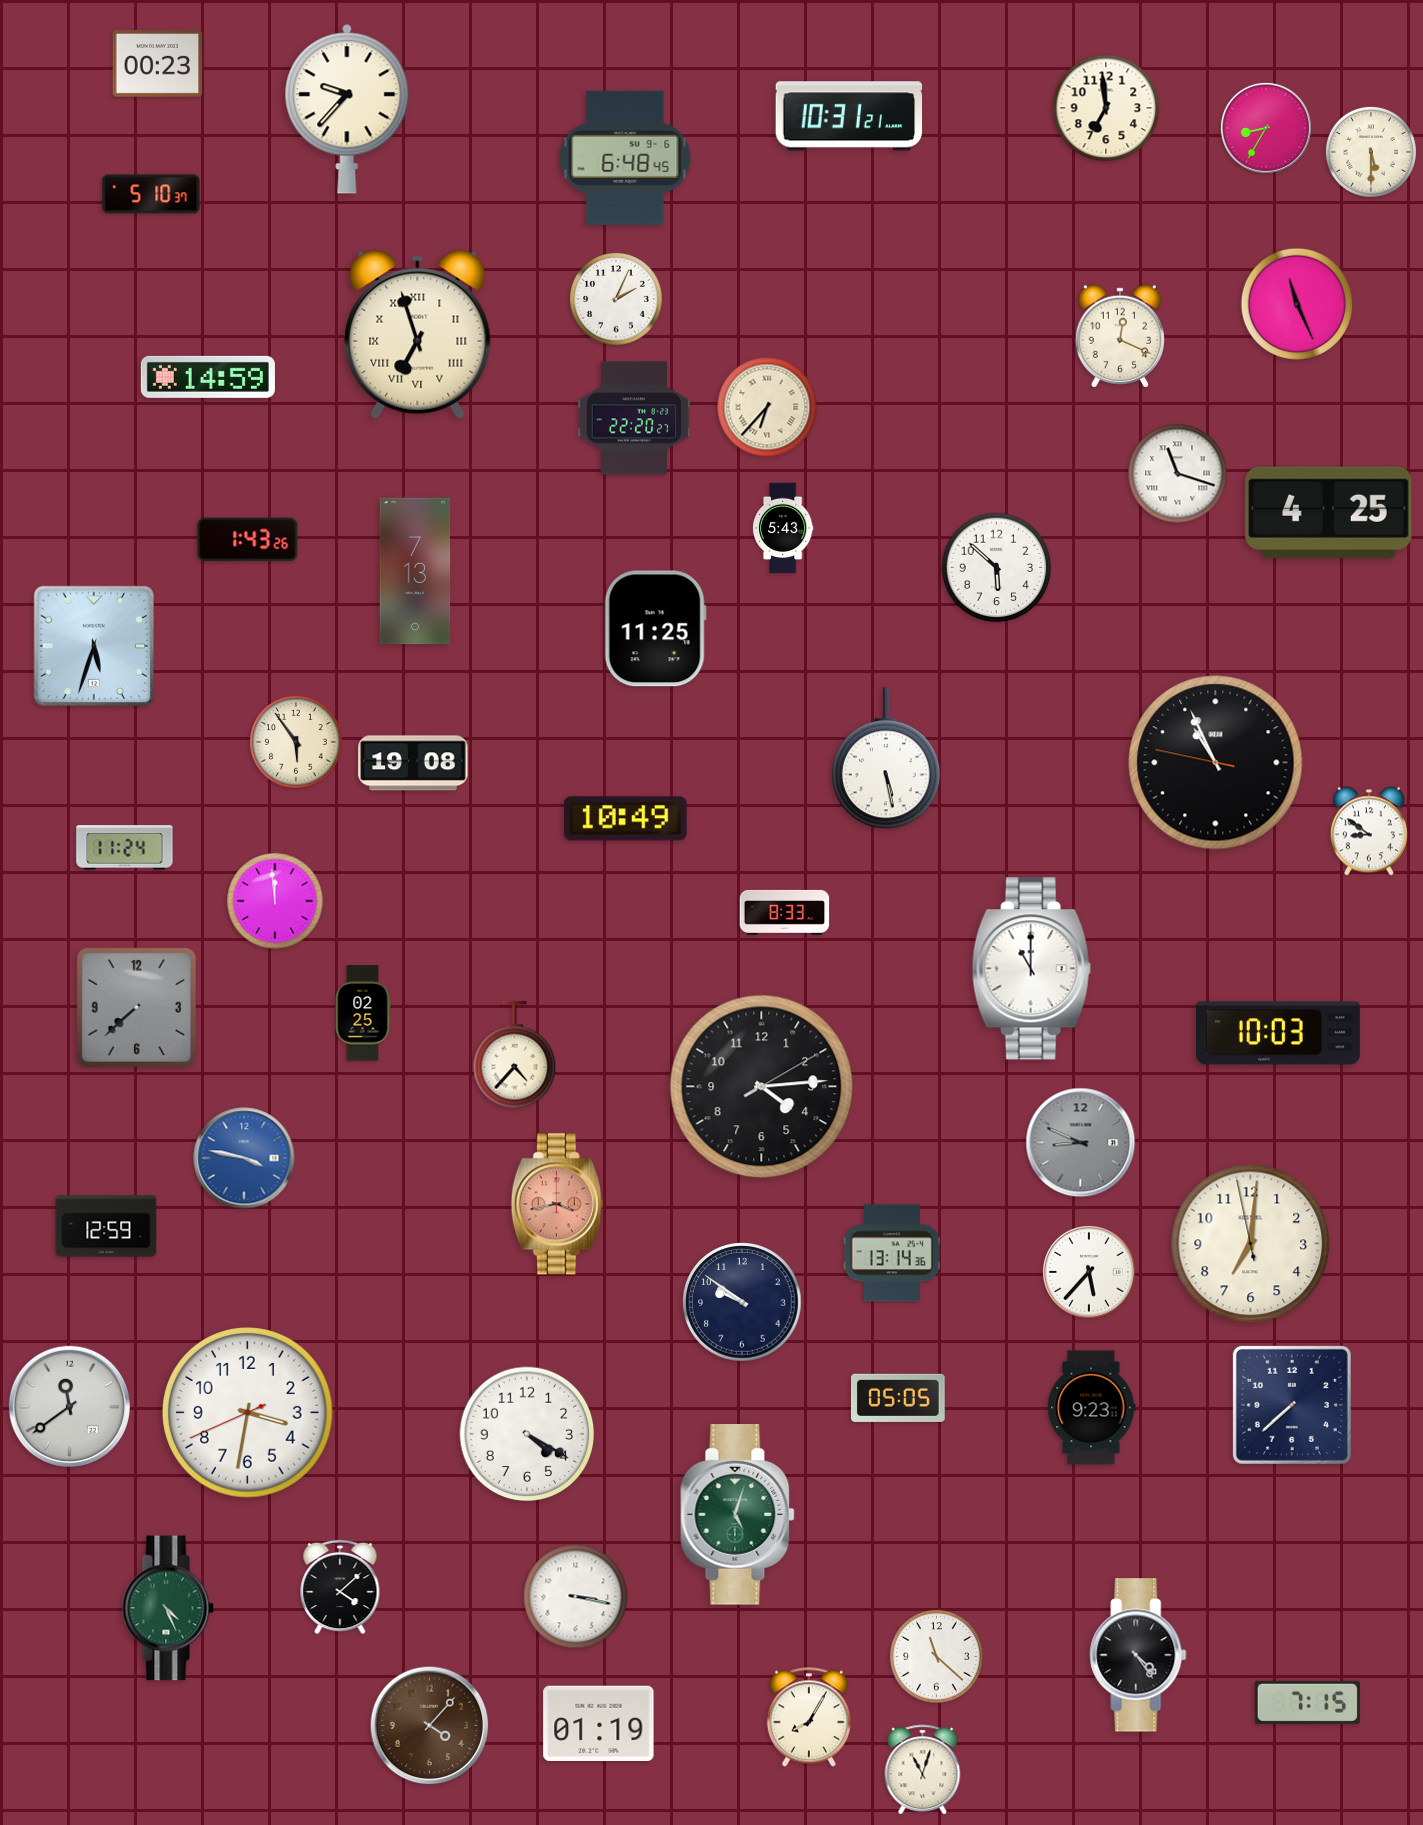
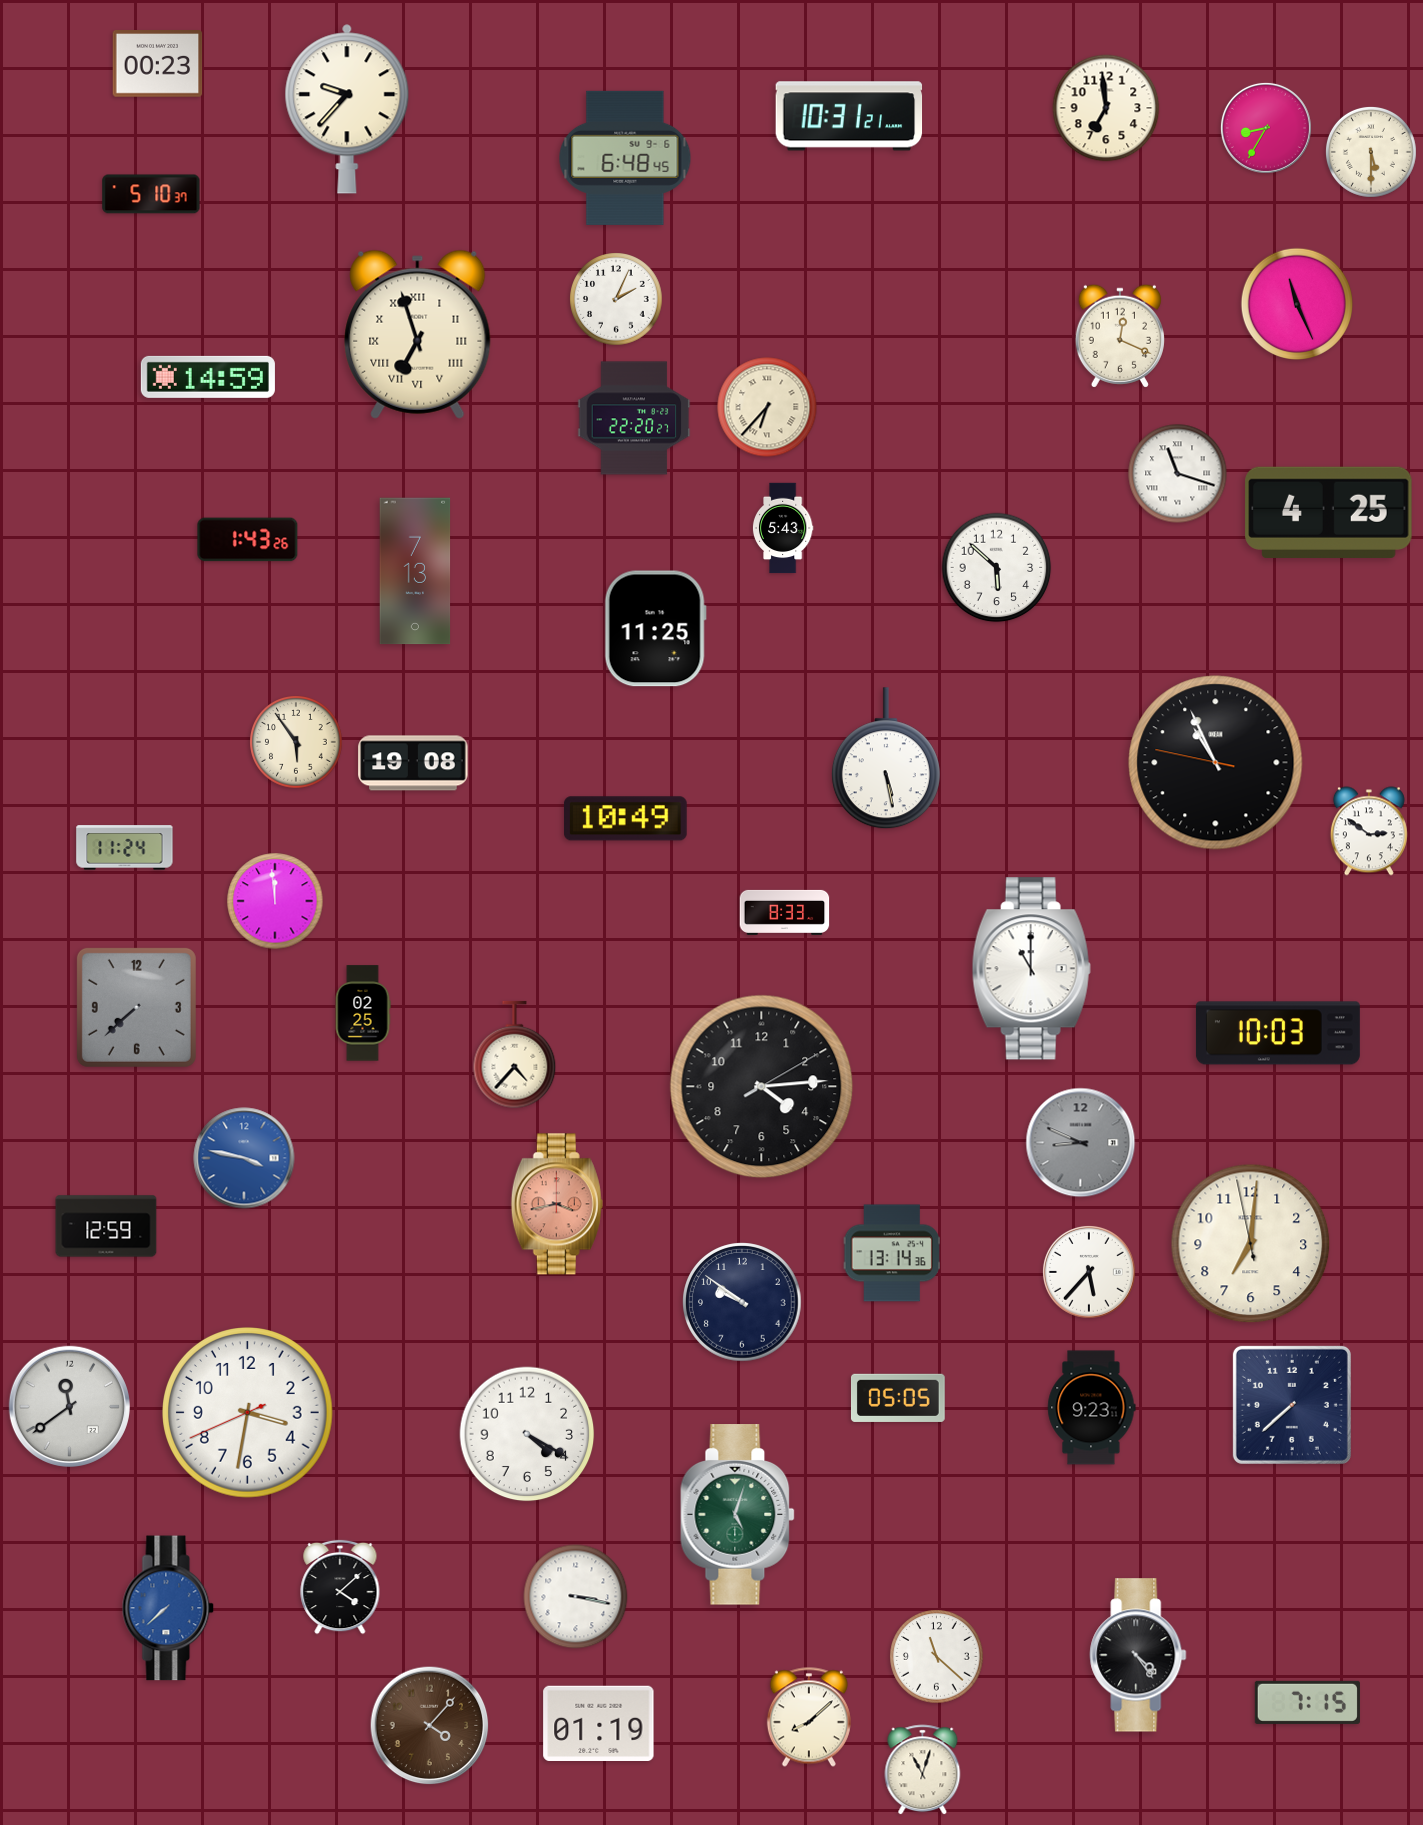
clock at (94, 646): 5:33 -> none
clock at (1369, 831): 8:51 -> 2:51
clock at (168, 1608): 4:26 -> 7:38
clock at (168, 1608) dial: green -> blue
clock at (809, 1717): 8:05 -> 8:08
